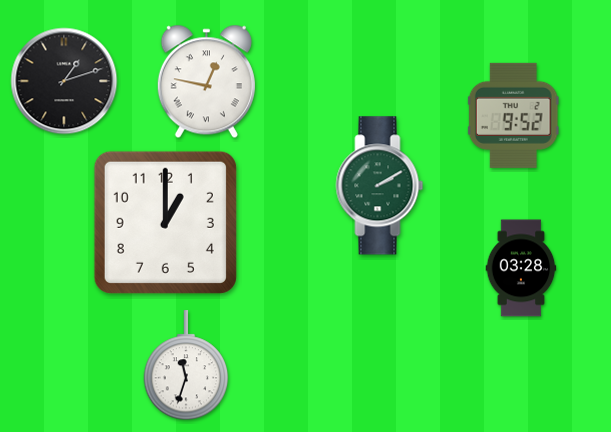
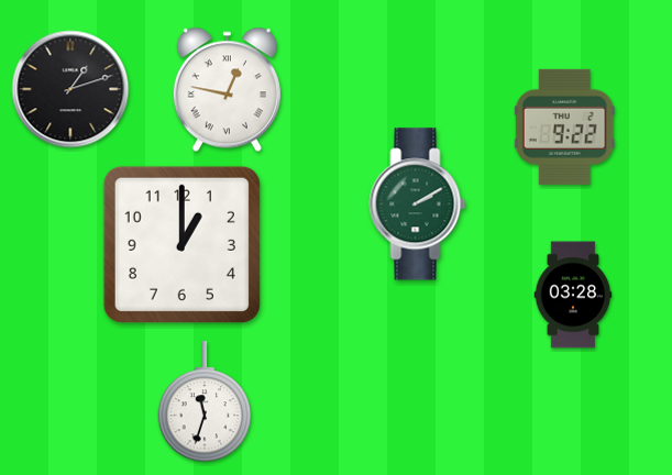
clock at (513, 115): 9:52 -> 9:22
